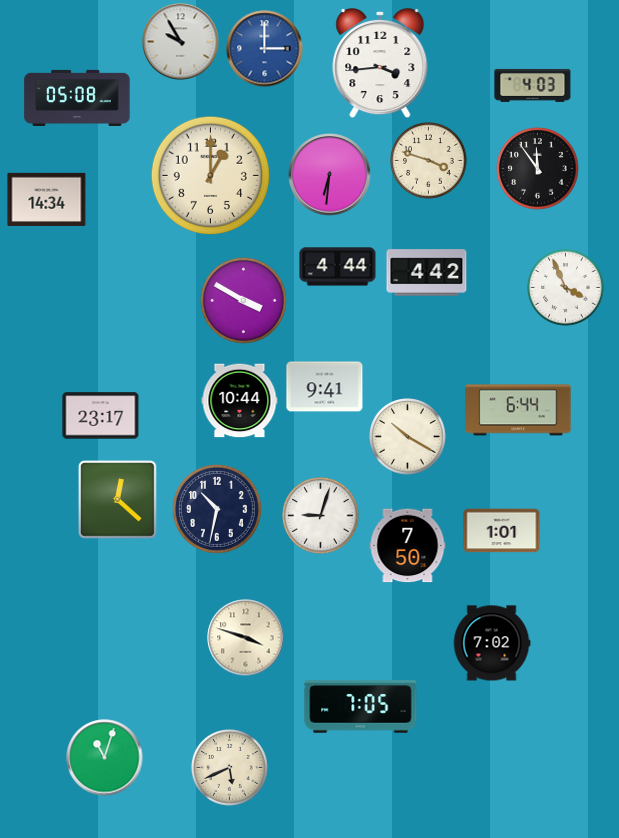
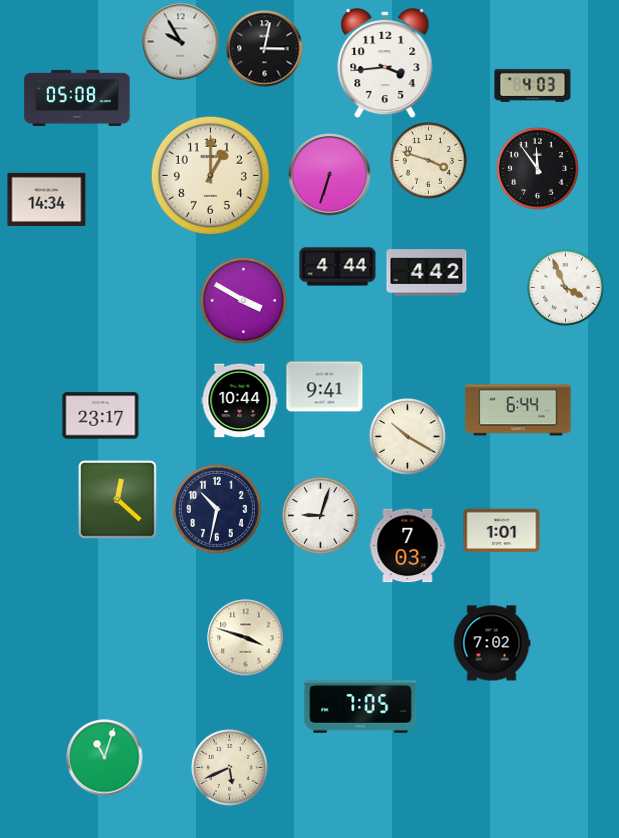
clock at (265, 49): 3:00 -> 3:02
clock at (265, 49) dial: blue -> black
clock at (380, 63) position: (380, 63) -> (385, 63)
clock at (330, 175): 6:31 -> 6:33
clock at (408, 546): 7:50 -> 7:03
